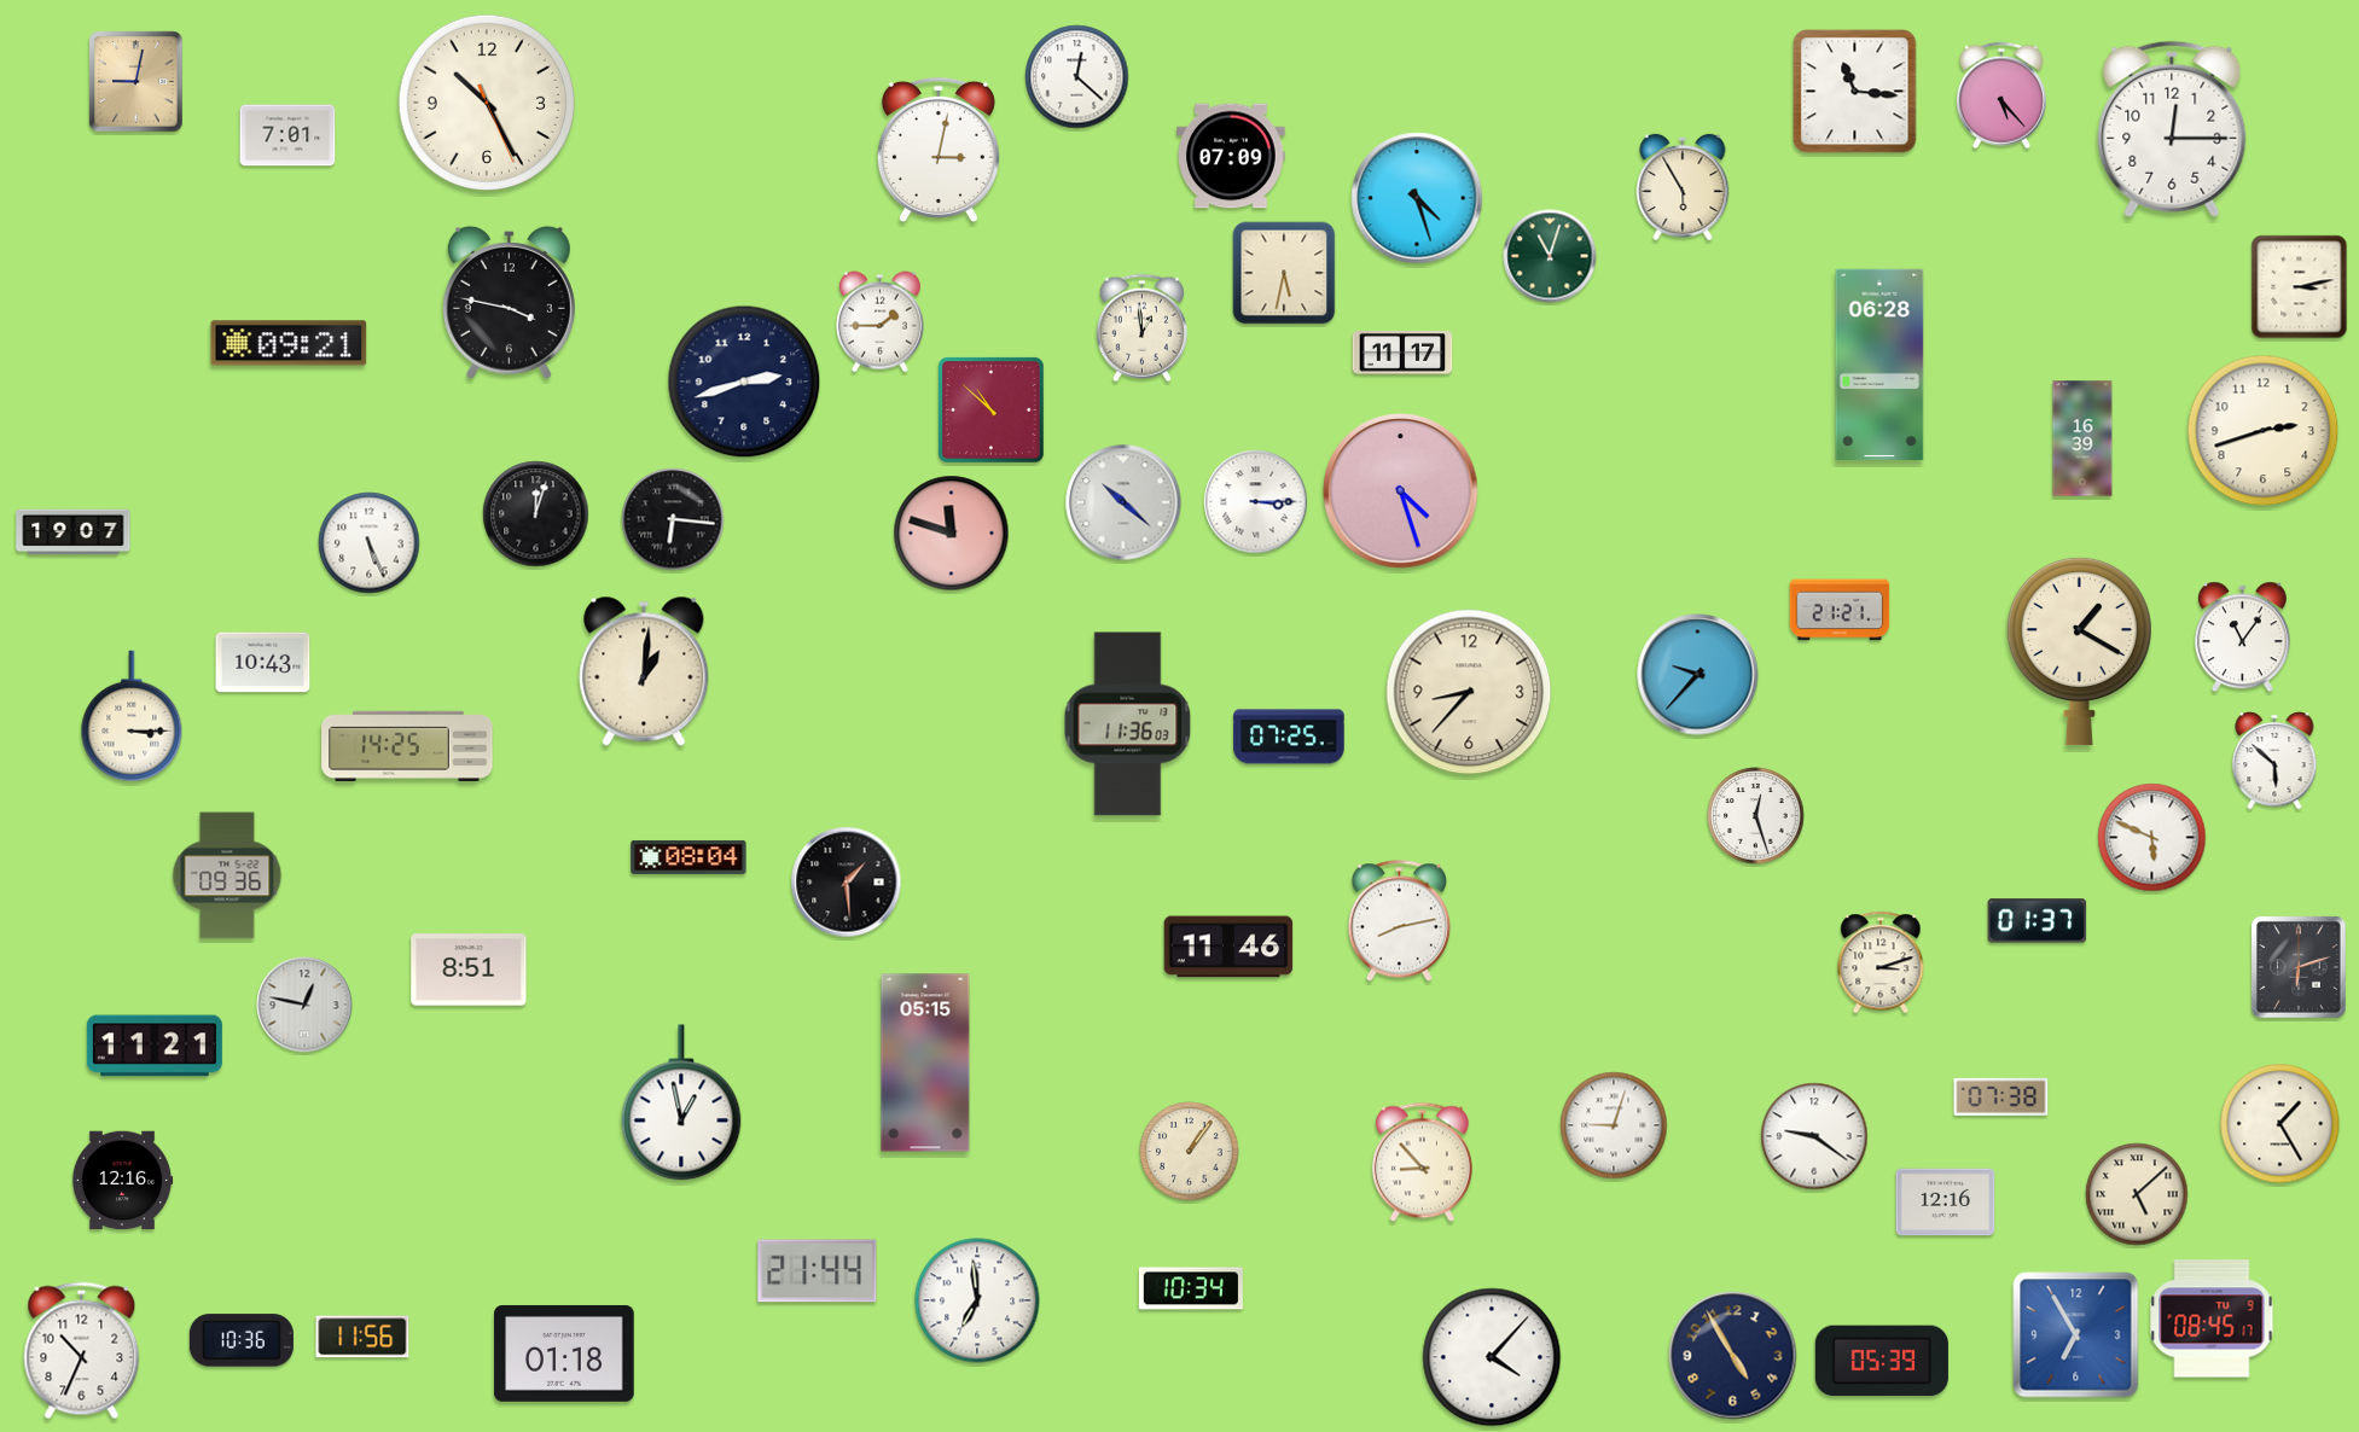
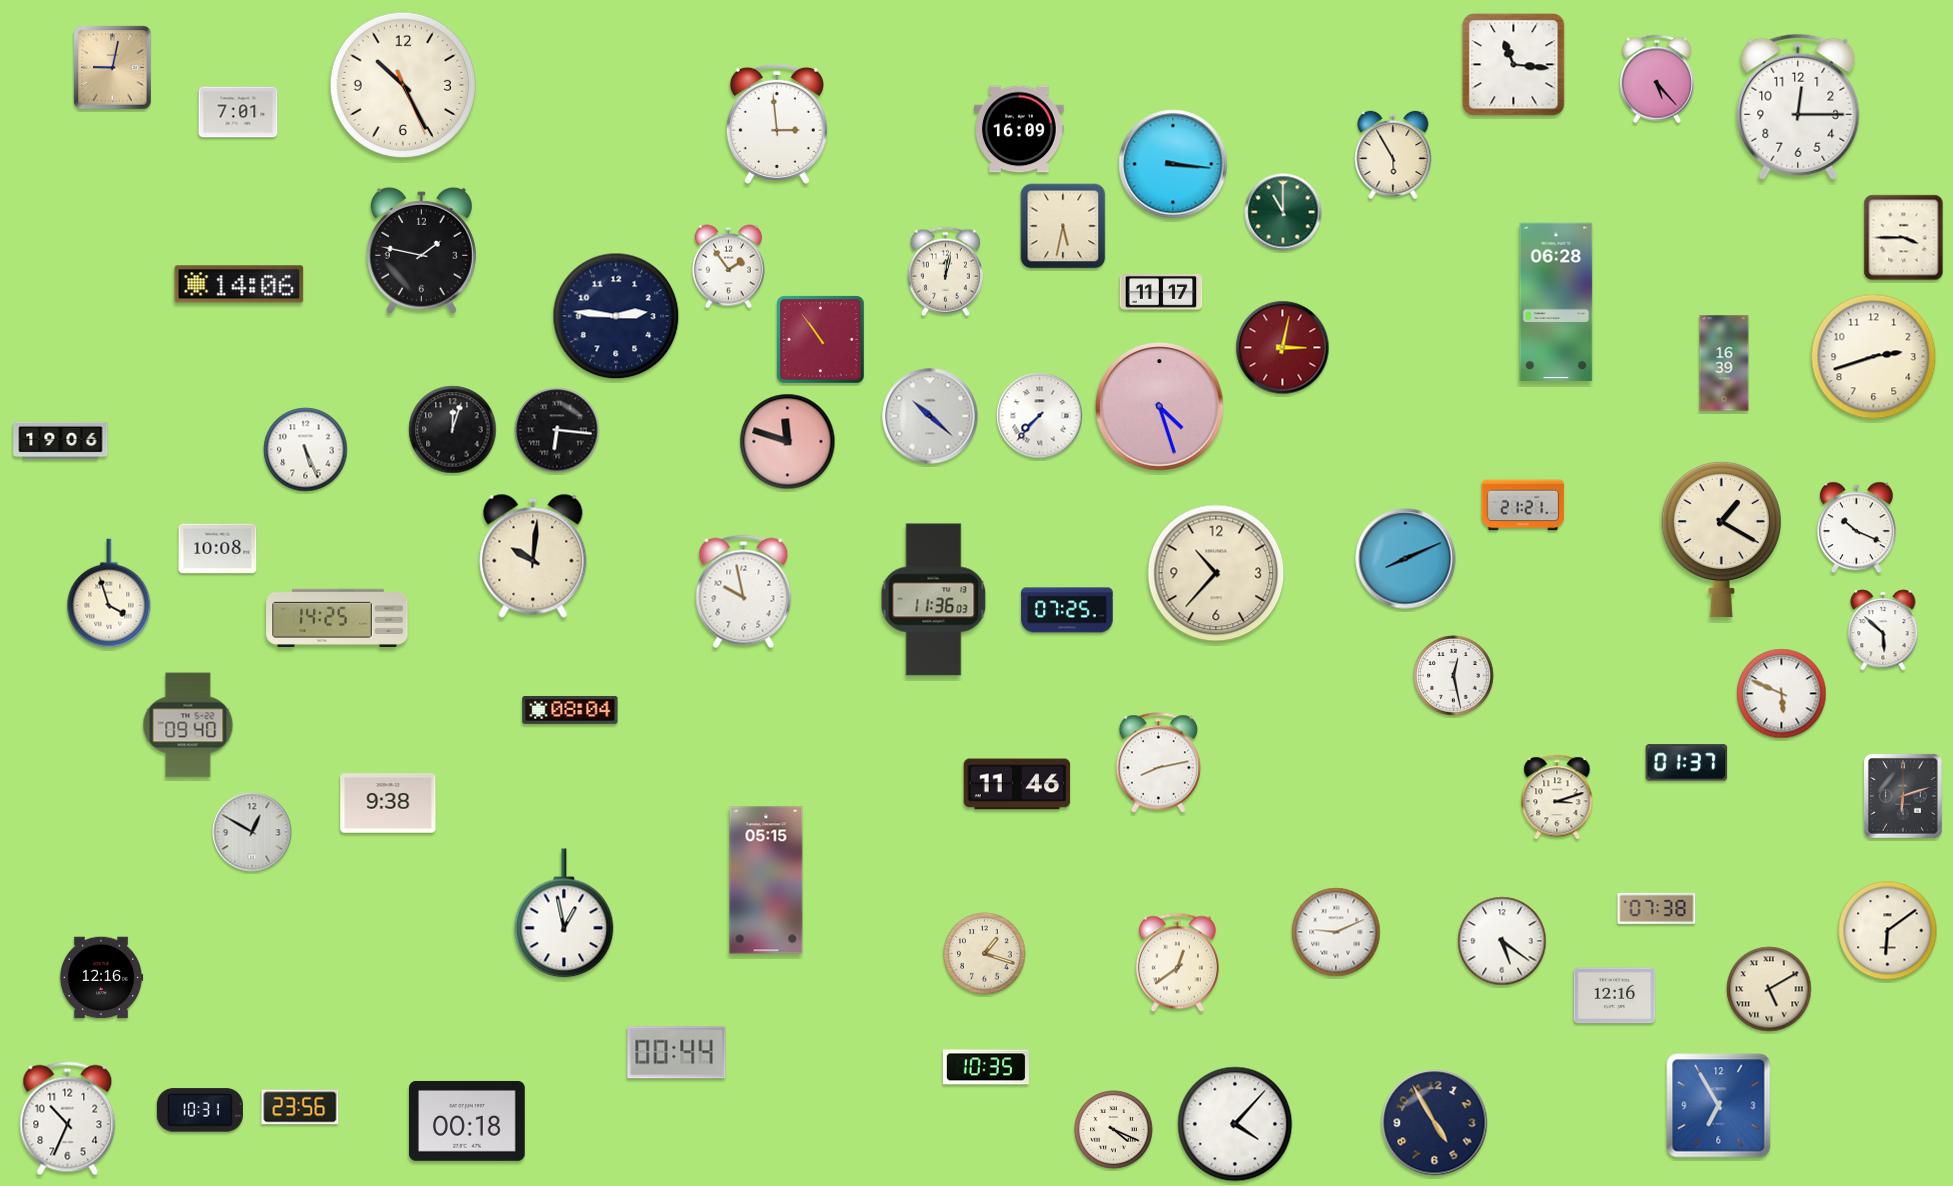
clock at (1077, 77): 12:22 -> none
clock at (1855, 92) position: (1855, 92) -> (1514, 65)
clock at (939, 150): 3:02 -> 2:59
clock at (1232, 156): 07:09 -> 16:09
clock at (1417, 198): 4:27 -> 3:16
clock at (1550, 256): 11:03 -> 11:00
clock at (2300, 287): 3:13 -> 3:45
clock at (509, 302): 3:47 -> 1:47
clock at (879, 322): 1:45 -> 1:54
clock at (1141, 328): 12:59 -> 12:02
clock at (289, 343): 09:21 -> 14:06
clock at (744, 382): 2:42 -> 2:46
clock at (992, 411): 10:52 -> 10:54
clock at (1283, 348): none -> 3:02
clock at (1256, 502): 3:15 -> 7:37
clock at (536, 514) position: (536, 514) -> (453, 430)
clock at (74, 532): 19:07 -> 19:06
clock at (2242, 638): 11:06 -> 10:19
clock at (263, 663): 10:43 -> 10:08
clock at (644, 671): 1:01 -> 10:01
clock at (1698, 675): 9:37 -> 8:11
clock at (1469, 692): 8:37 -> 10:37
clock at (744, 592): none -> 9:58
clock at (132, 716): 3:15 -> 3:57
clock at (1756, 816): 12:27 -> 12:28
clock at (227, 875): 09:36 -> 09:40
clock at (847, 883): 1:29 -> none
clock at (2299, 967) position: (2299, 967) -> (1903, 796)
clock at (469, 970): 8:51 -> 9:38
clock at (304, 1005): 12:47 -> 12:50
clock at (155, 1046): 11:21 -> none
clock at (2280, 1124): 1:25 -> 6:09
clock at (1614, 1125): 9:03 -> 9:11
clock at (1814, 1136): 9:21 -> 5:21
clock at (1190, 1152): 1:06 -> 1:18
clock at (1422, 1163): 8:53 -> 12:39
clock at (2137, 1194): 5:08 -> 5:10
clock at (1946, 1203) position: (1946, 1203) -> (1615, 996)
clock at (818, 1271): 21:44 -> 00:44
clock at (1191, 1288): 10:34 -> 10:35
clock at (977, 1300): 6:59 -> none
clock at (2212, 1319): 08:45 -> none
clock at (362, 1337): 11:56 -> 23:56
clock at (242, 1340): 10:36 -> 10:31
clock at (564, 1354): 01:18 -> 00:18
clock at (1882, 1361): 05:39 -> none
clock at (1114, 1130): none -> 4:19
